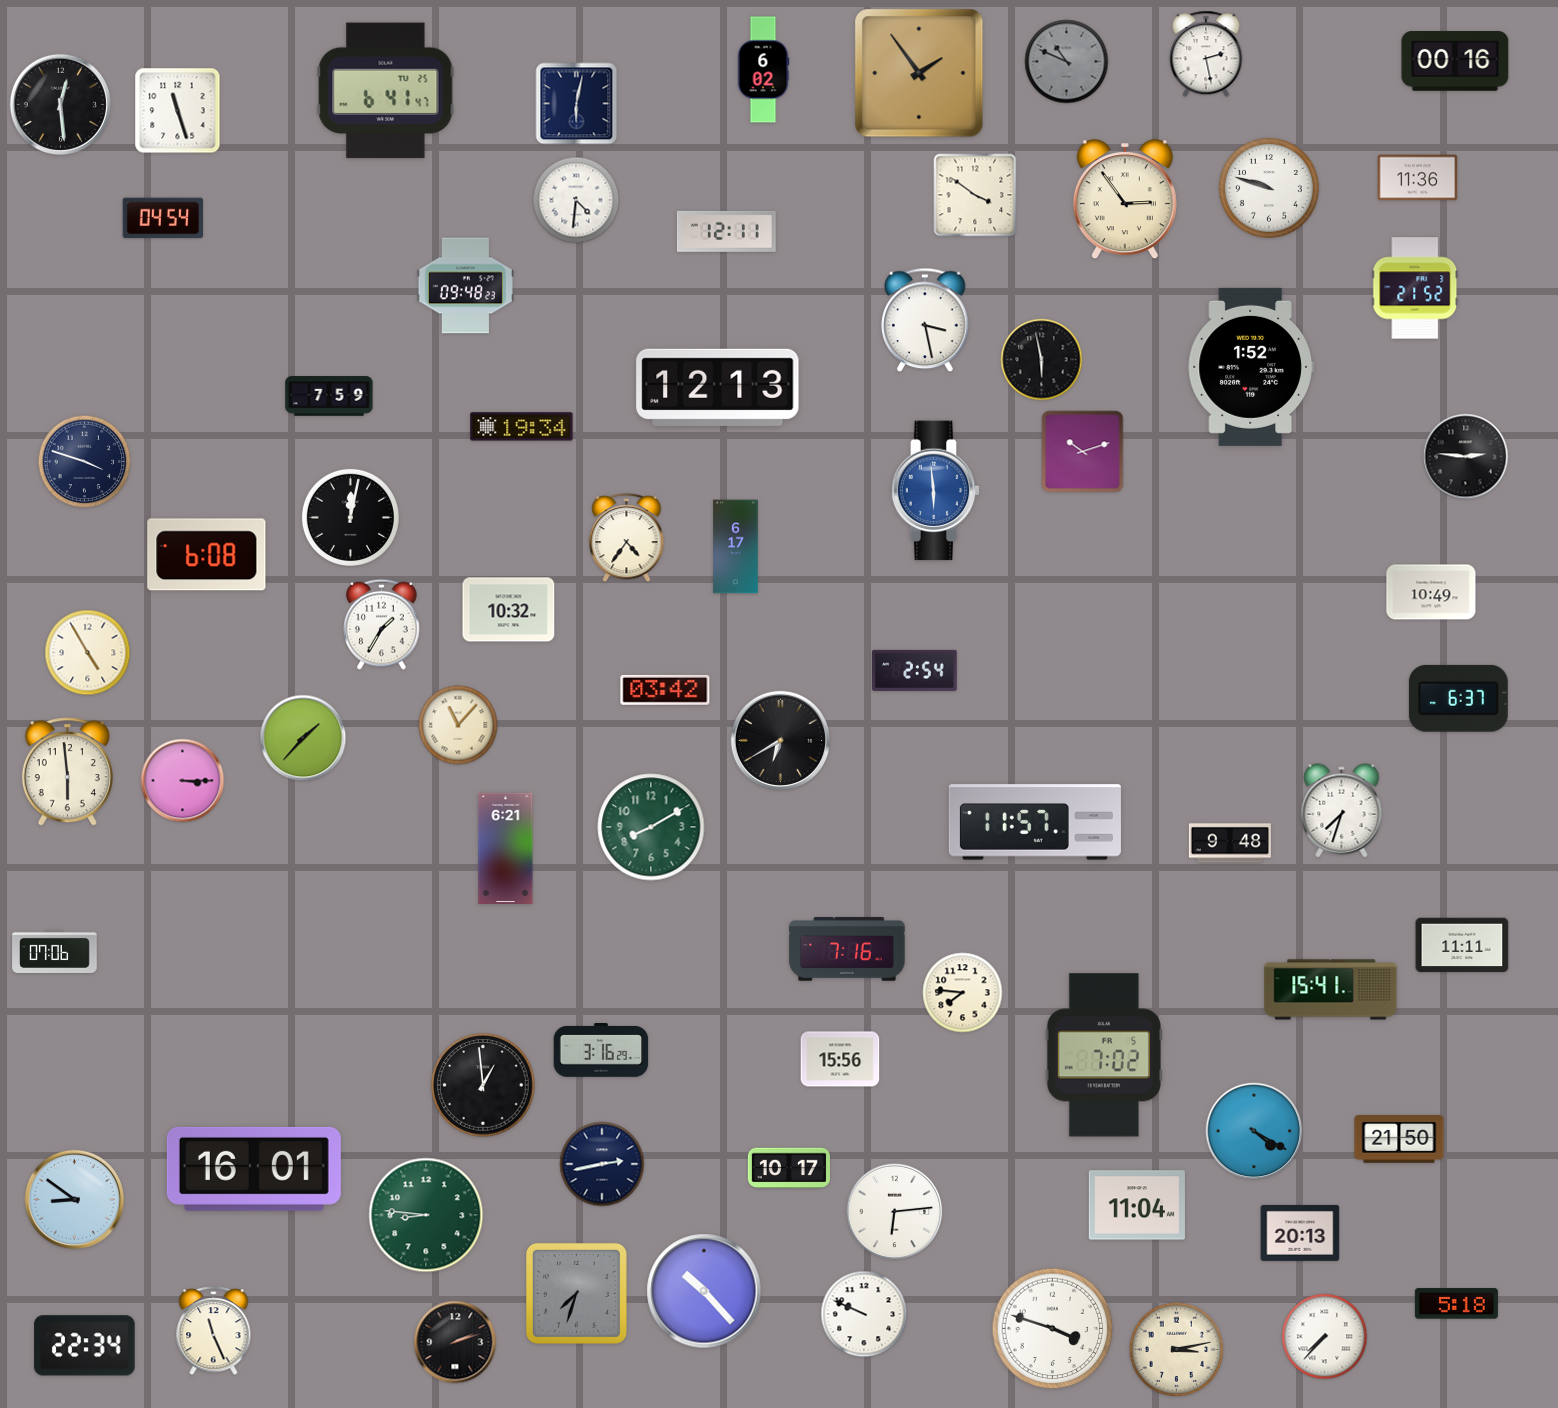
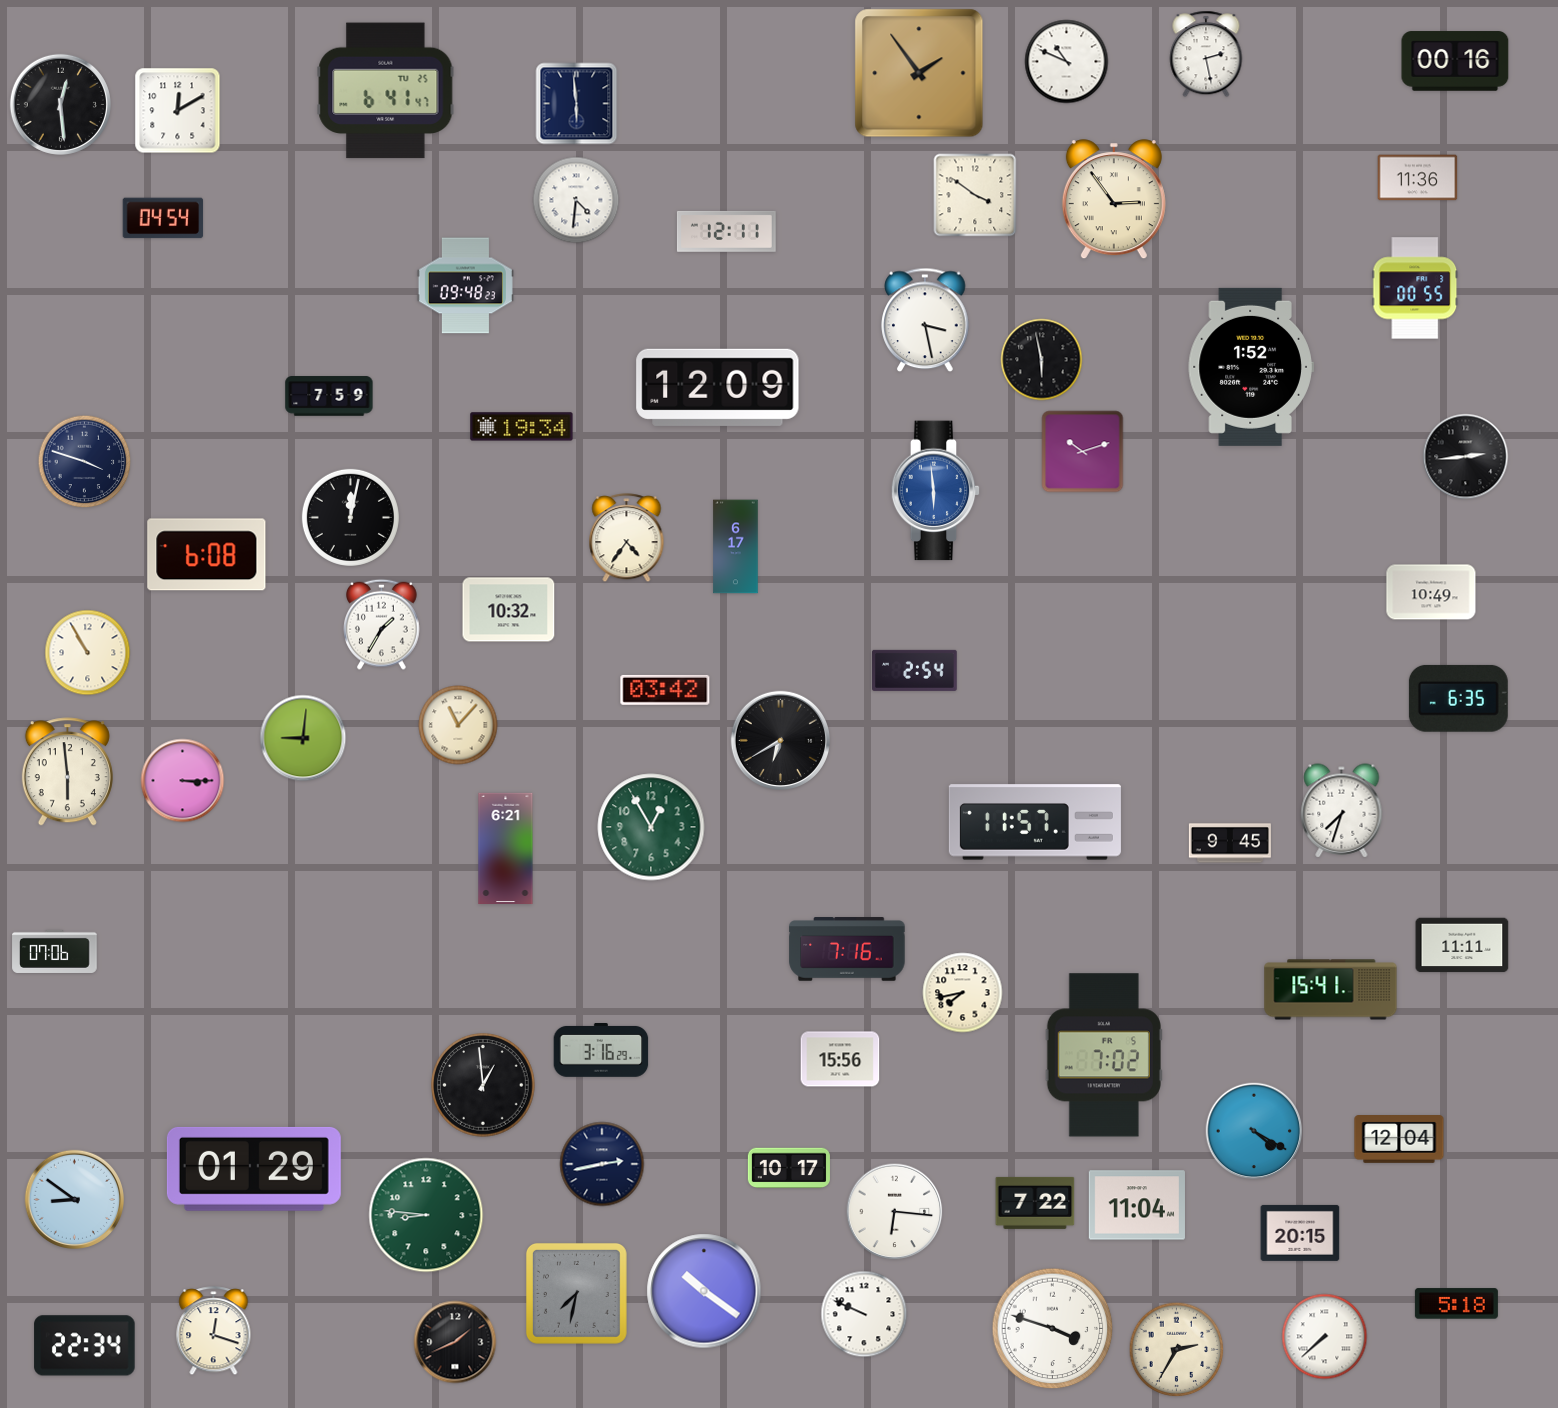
clock at (1067, 62) dial: grey -> white
clock at (763, 70): 6:02 -> none
clock at (577, 104): 6:02 -> 5:59
clock at (178, 111): 11:27 -> 12:10
clock at (1269, 188): 9:48 -> none
clock at (1125, 200) position: (1125, 200) -> (1114, 200)
clock at (1415, 288): 21:52 -> 00:55
clock at (718, 387): 12:13 -> 12:09
clock at (1466, 457): 2:46 -> 2:44
clock at (88, 653): 4:55 -> 10:55
clock at (1458, 698): 6:37 -> 6:35
clock at (303, 738): 1:37 -> 9:01
clock at (651, 827): 8:10 -> 12:55
clock at (1230, 843): 9:48 -> 9:45
clock at (963, 993): 7:46 -> 7:43
clock at (1399, 1140): 21:50 -> 12:04
clock at (254, 1169): 16:01 -> 01:29
clock at (1035, 1203): none -> 7:22
clock at (895, 1212): 6:14 -> 6:16
clock at (1300, 1233): 20:13 -> 20:15
clock at (704, 1291): 10:23 -> 10:21
clock at (576, 1293): 7:33 -> 7:32
clock at (214, 1331): 11:26 -> 12:18
clock at (1325, 1337): 7:37 -> 7:38
clock at (455, 1342): 2:12 -> 1:41
clock at (1177, 1350): 3:13 -> 2:35
